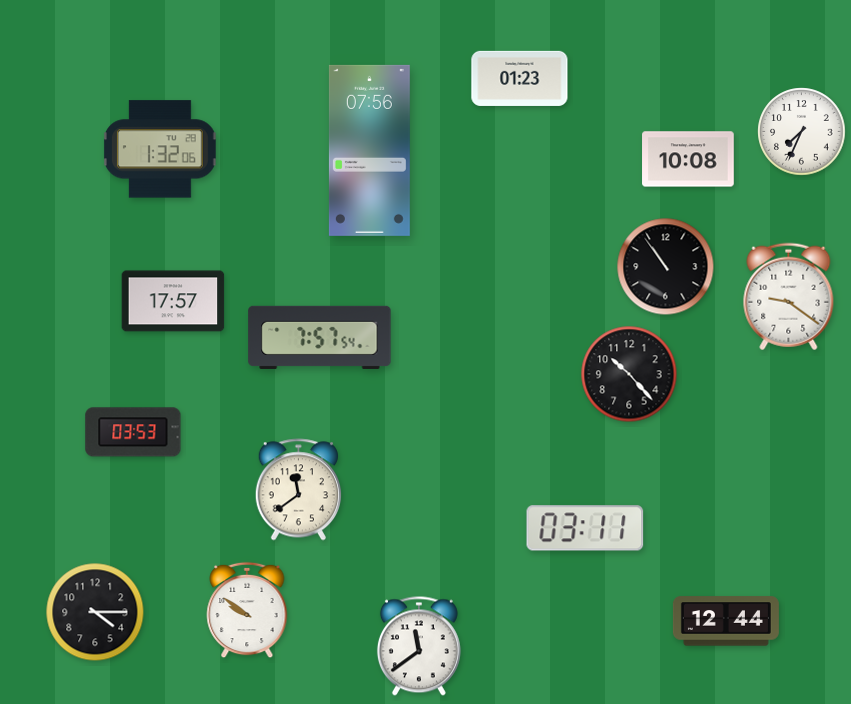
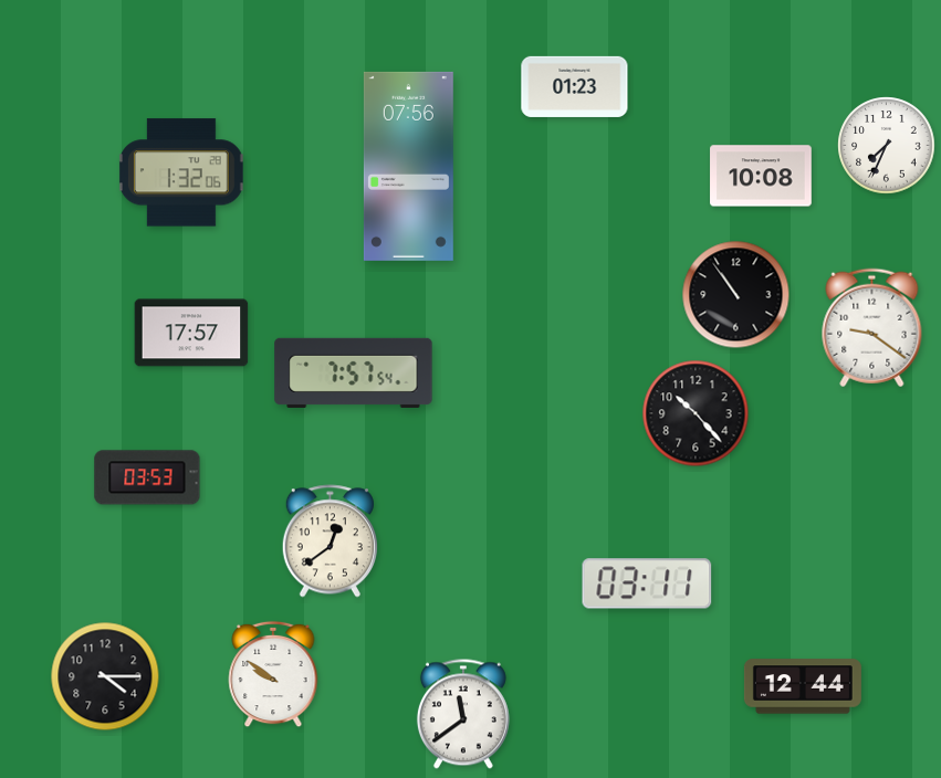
clock at (160, 149) position: (160, 149) -> (181, 172)
clock at (298, 490): 11:39 -> 12:39
